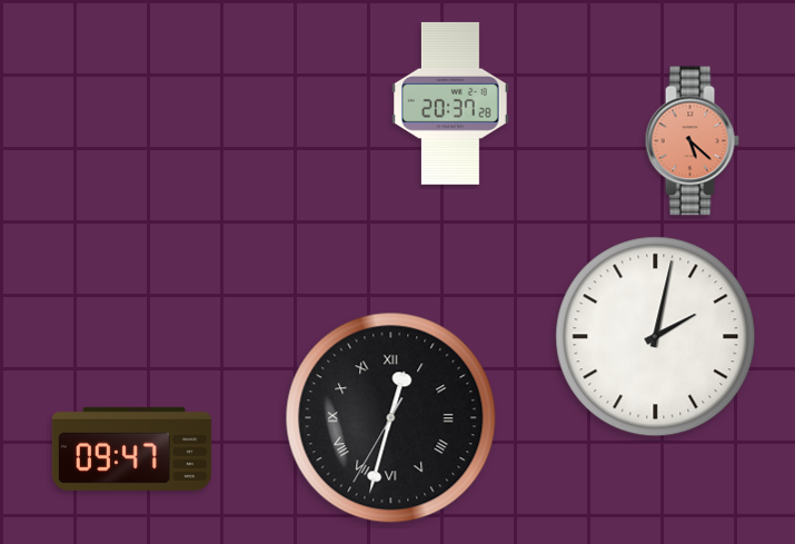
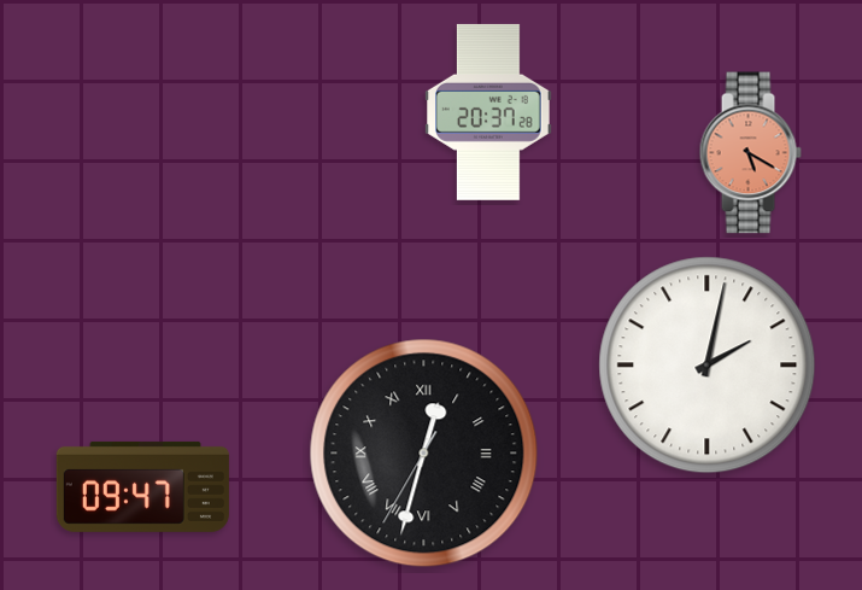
clock at (692, 141): 5:22 -> 5:20
clock at (656, 337) position: (656, 337) -> (708, 366)
